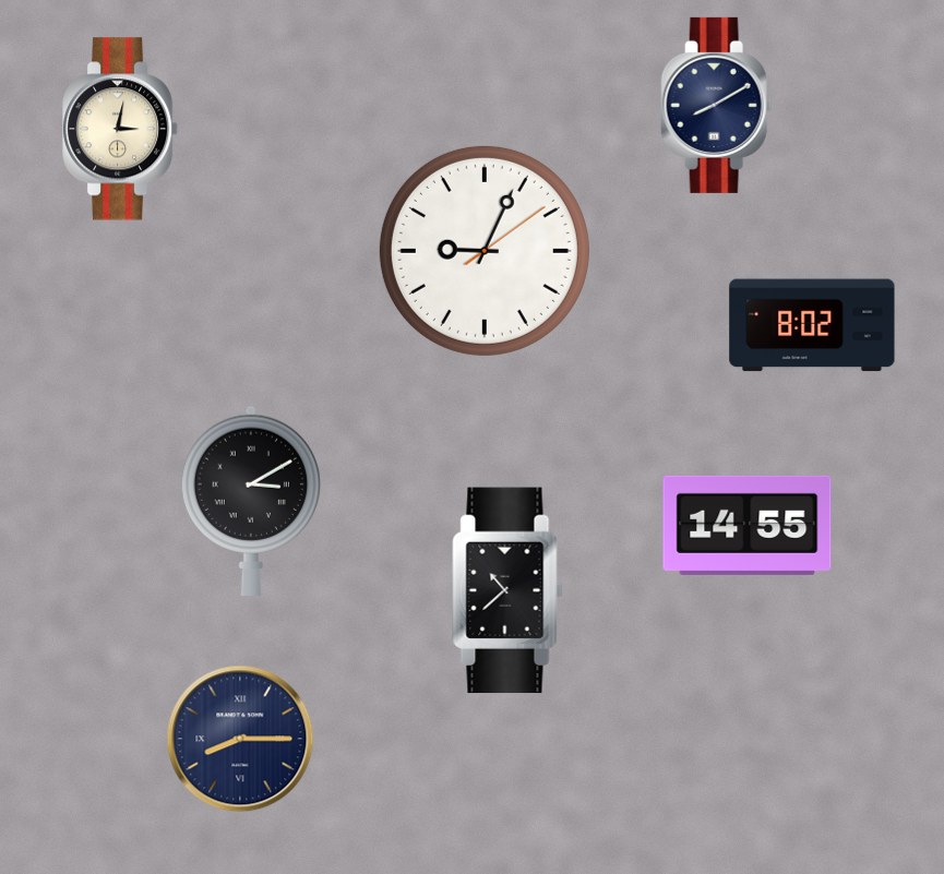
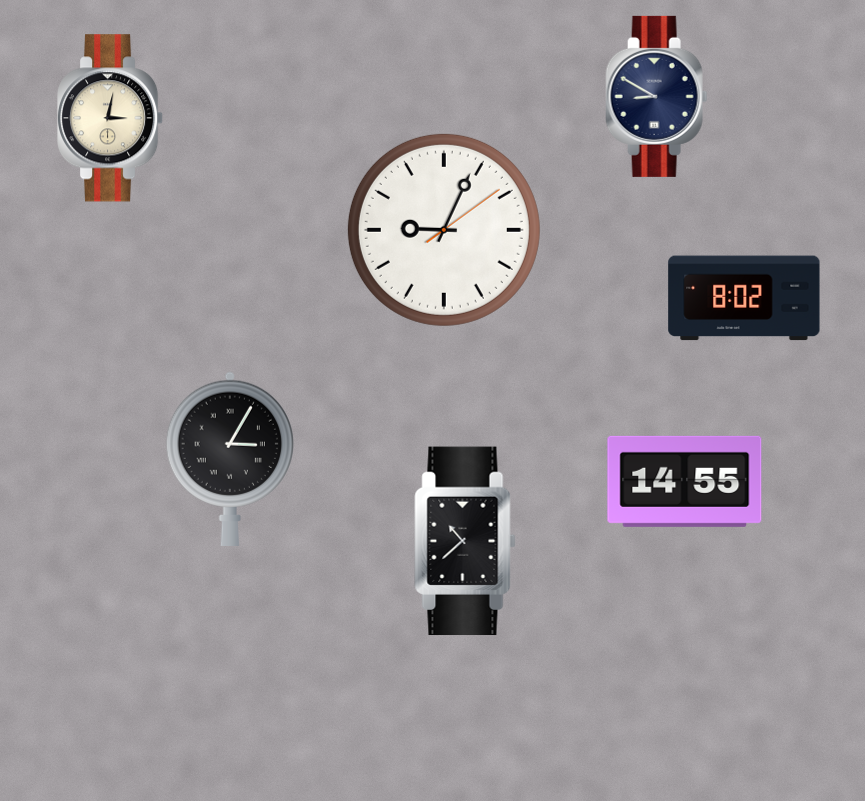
clock at (717, 105): 8:10 -> 8:50
clock at (251, 501): 3:10 -> 3:05
clock at (240, 739): 8:15 -> none
